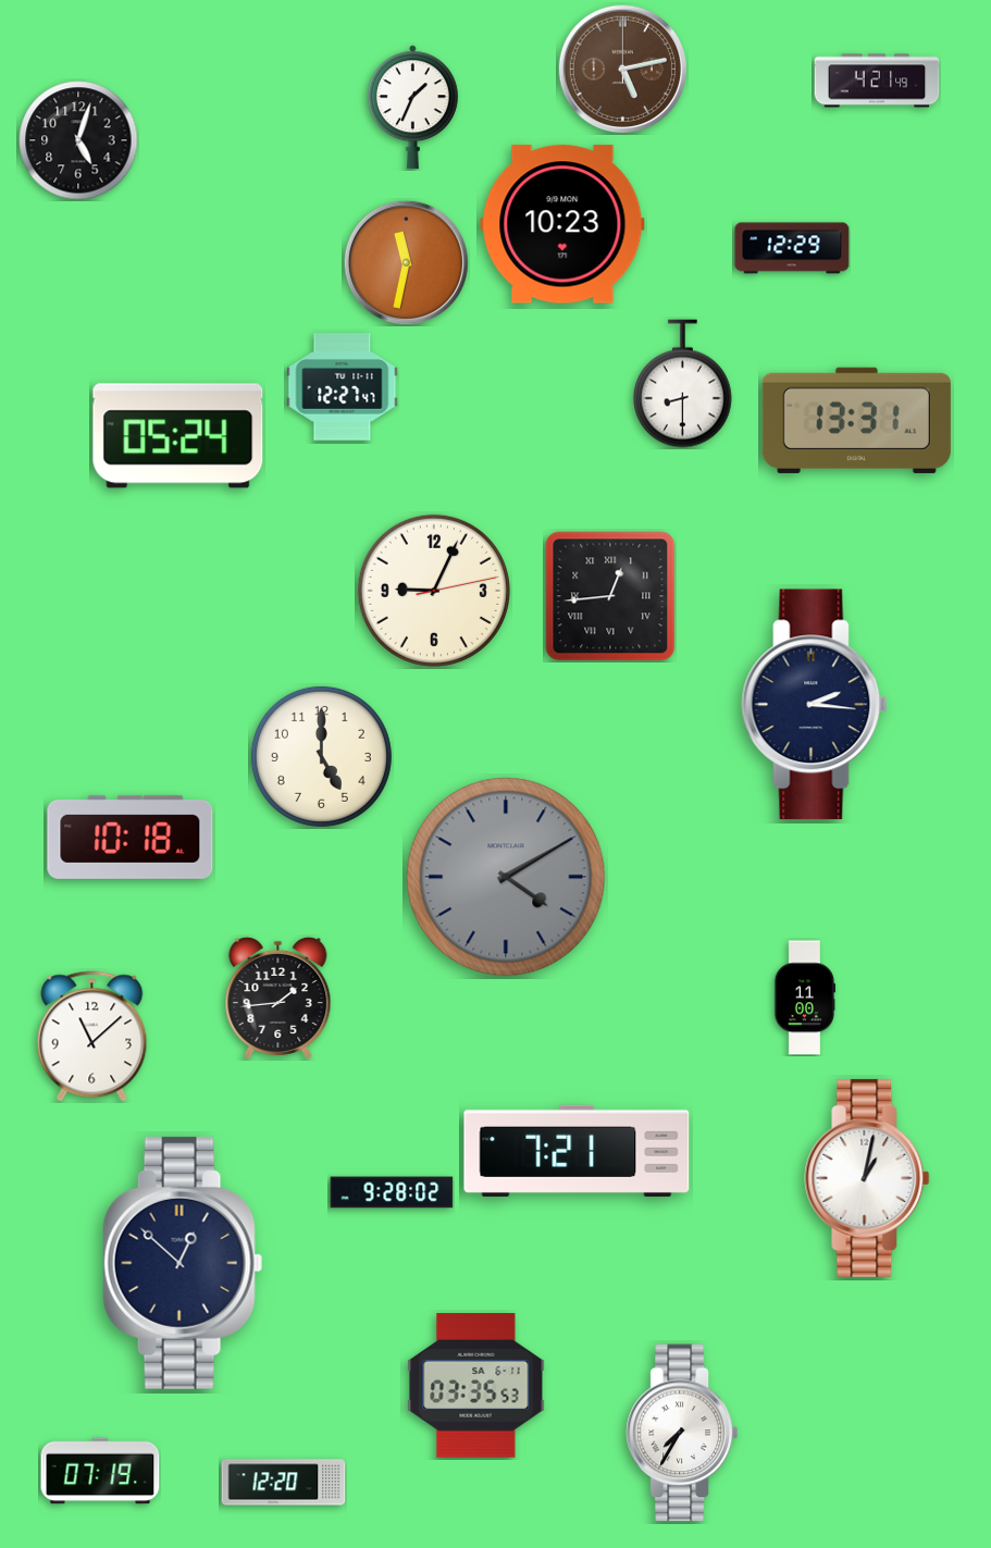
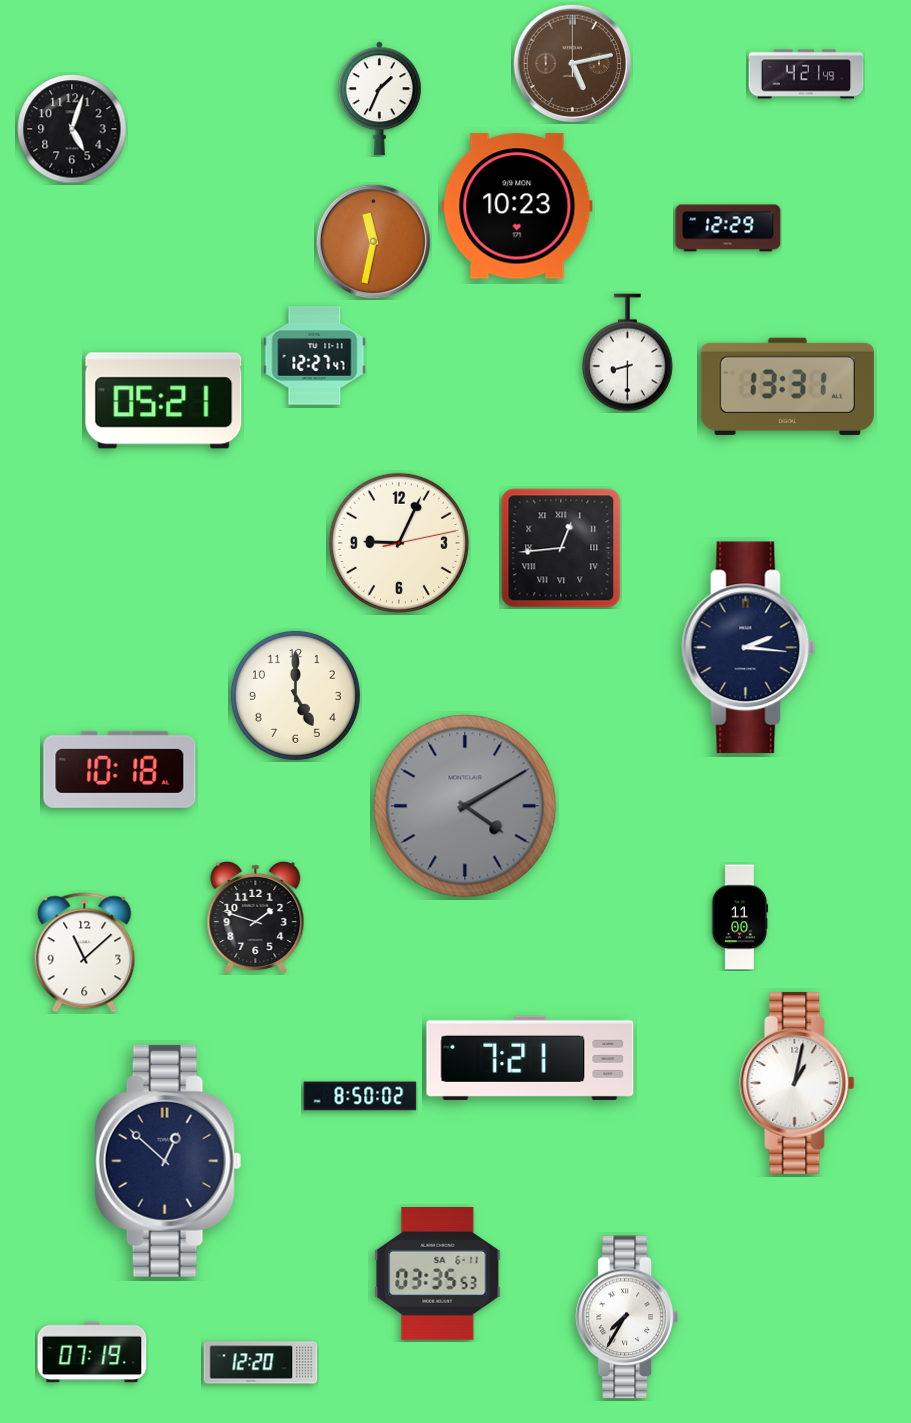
clock at (178, 436): 05:24 -> 05:21
clock at (278, 998): 1:44 -> 1:48
clock at (392, 1192): 9:28 -> 8:50
